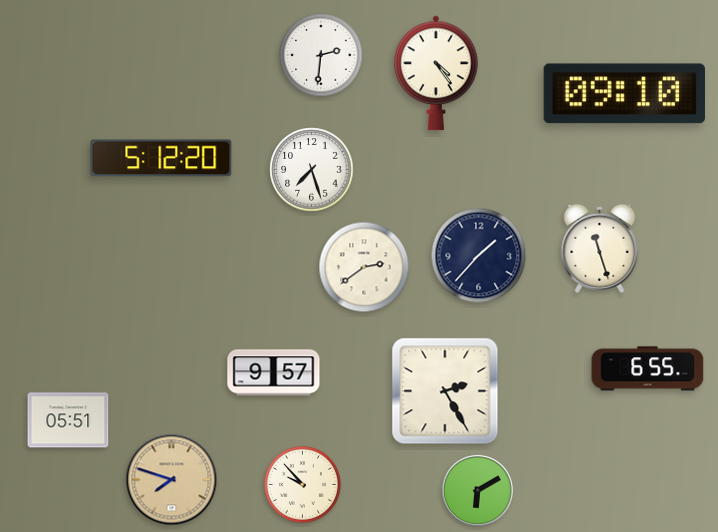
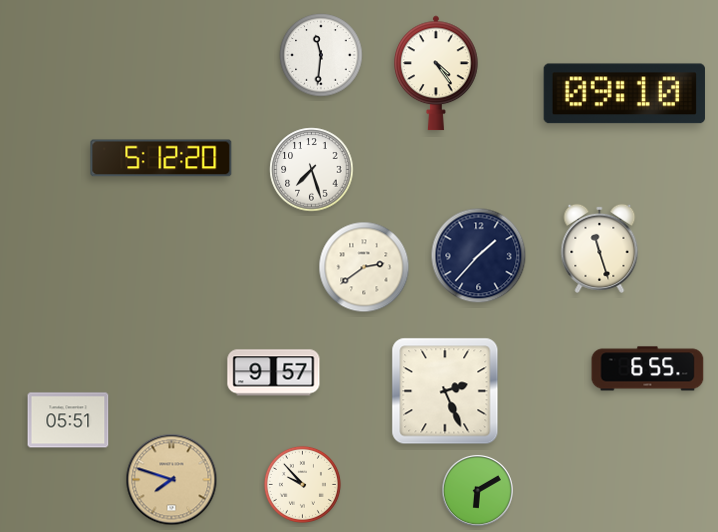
clock at (321, 55): 2:31 -> 11:31
clock at (445, 391): 2:25 -> 2:26
